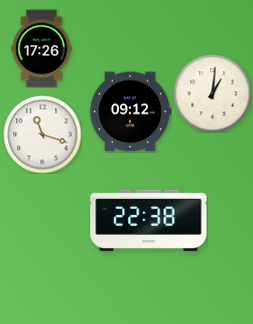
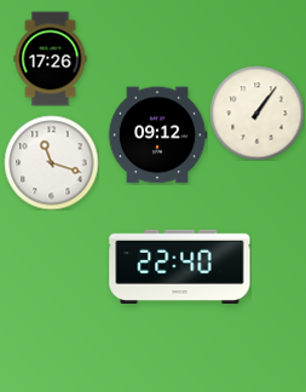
clock at (212, 93): 1:01 -> 1:06
clock at (149, 220): 22:38 -> 22:40
